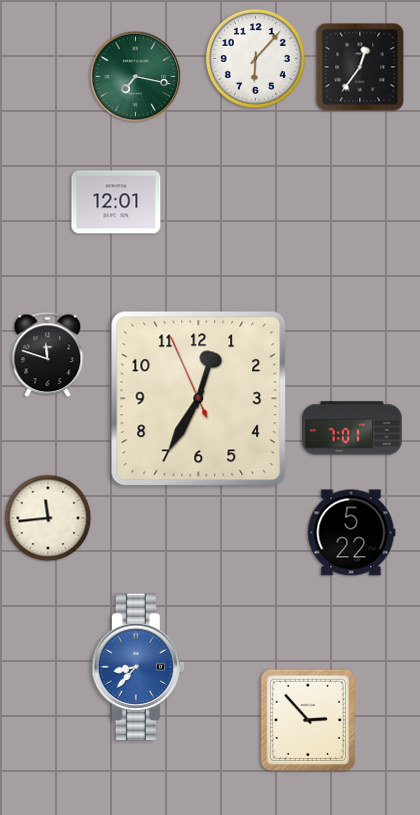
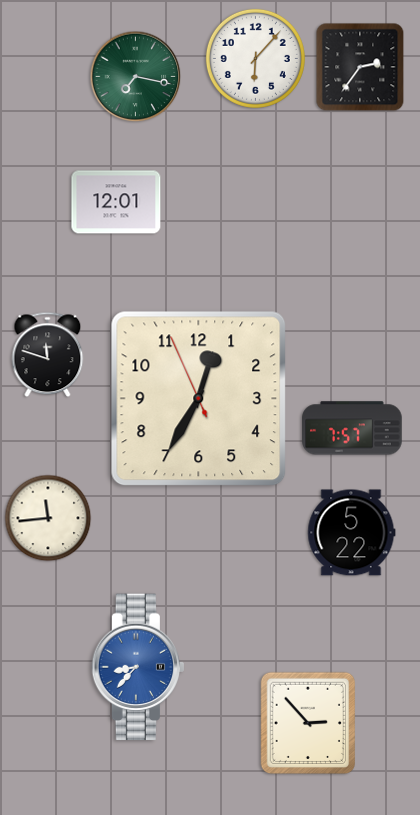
clock at (360, 67): 12:36 -> 2:36
clock at (352, 428): 7:01 -> 7:57
clock at (307, 720) position: (307, 720) -> (307, 723)
